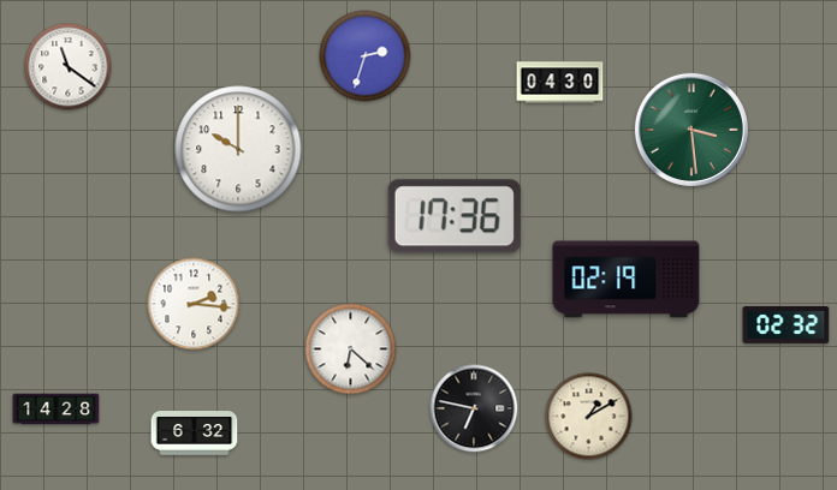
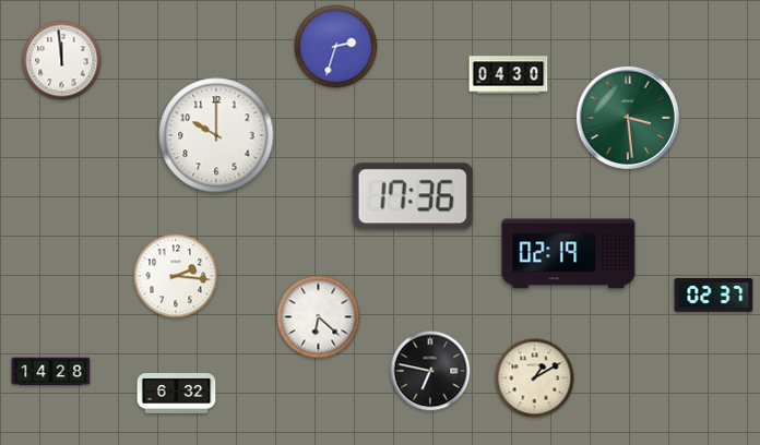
clock at (366, 56) position: (366, 56) -> (336, 47)
clock at (69, 67): 11:21 -> 11:59
clock at (786, 325): 02:32 -> 02:37
